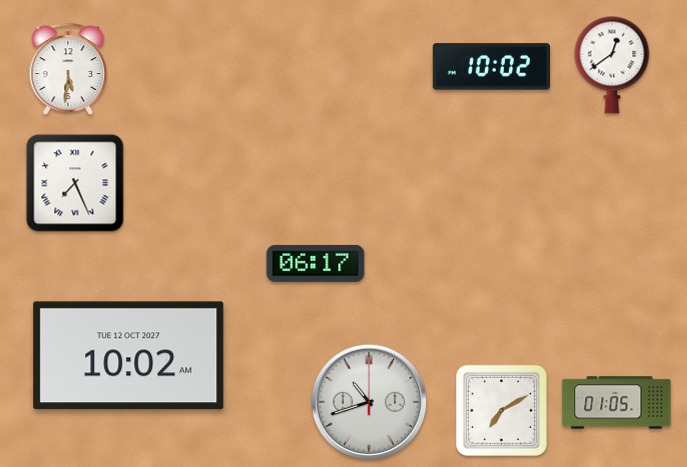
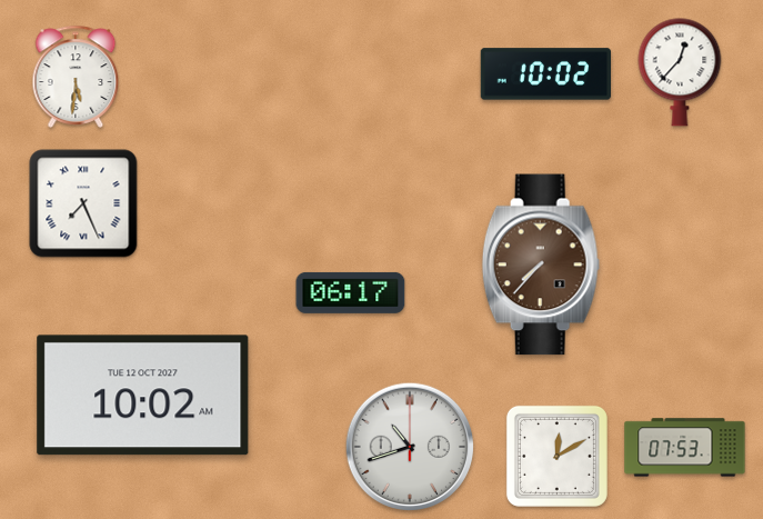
clock at (612, 65): 12:39 -> 12:37
clock at (541, 265): none -> 7:37
clock at (617, 403): 01:05 -> 07:53
clock at (501, 410): 7:10 -> 12:10
